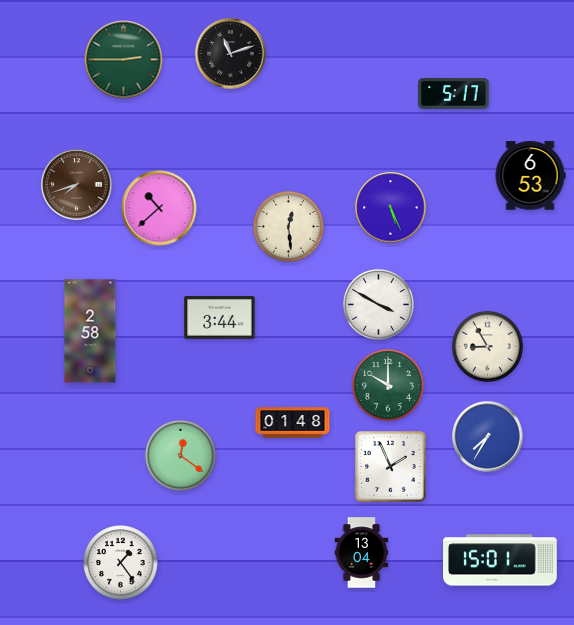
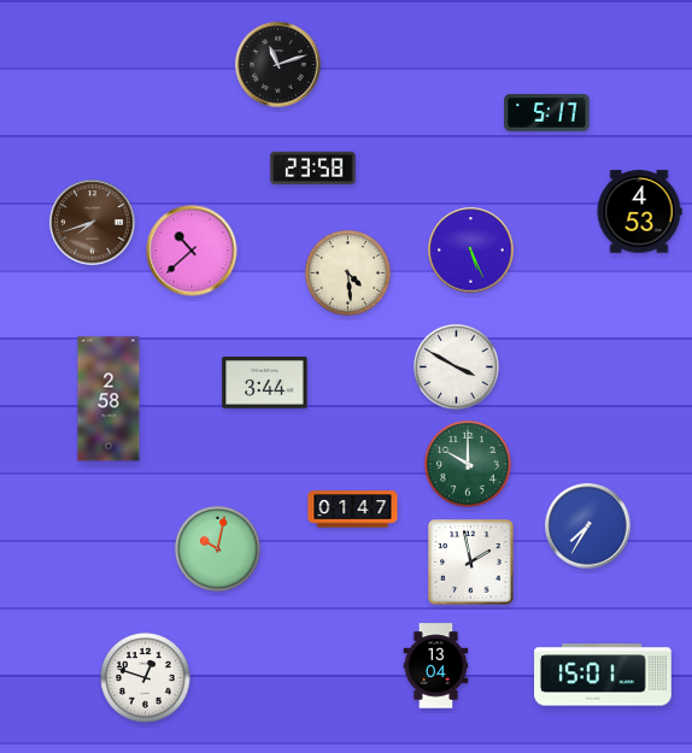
clock at (124, 60): 2:45 -> none
clock at (313, 167): none -> 23:58
clock at (530, 176): 6:53 -> 4:53
clock at (288, 226): 12:29 -> 4:29
clock at (487, 346): 8:55 -> none
clock at (293, 423): 01:48 -> 01:47
clock at (180, 455): 12:21 -> 10:02
clock at (391, 467): 1:56 -> 1:58
clock at (121, 563): 1:24 -> 12:48
